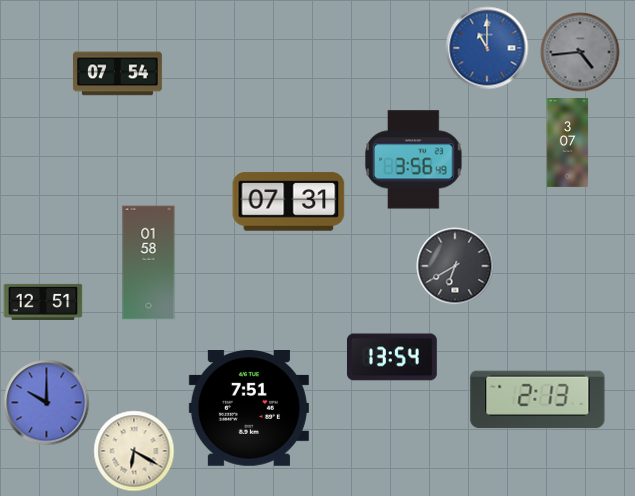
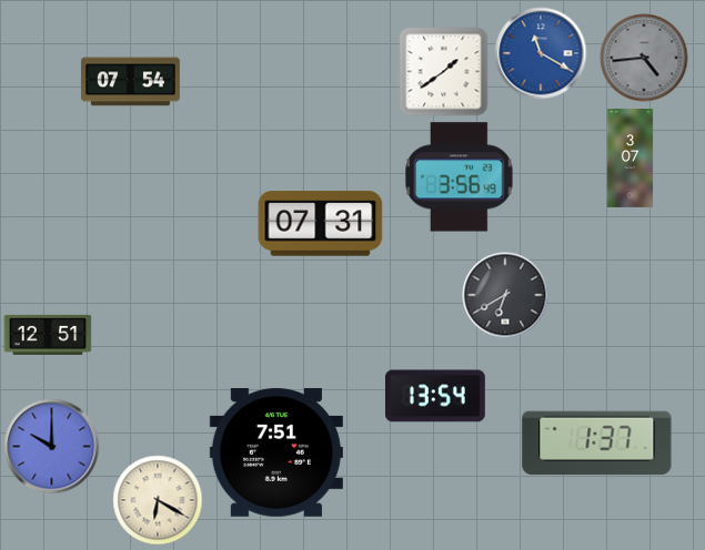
clock at (487, 48): 11:00 -> 11:20
clock at (444, 72): none -> 1:39
clock at (149, 263): 01:58 -> none
clock at (538, 400): 2:13 -> 1:37
clock at (134, 451) position: (134, 451) -> (158, 500)
